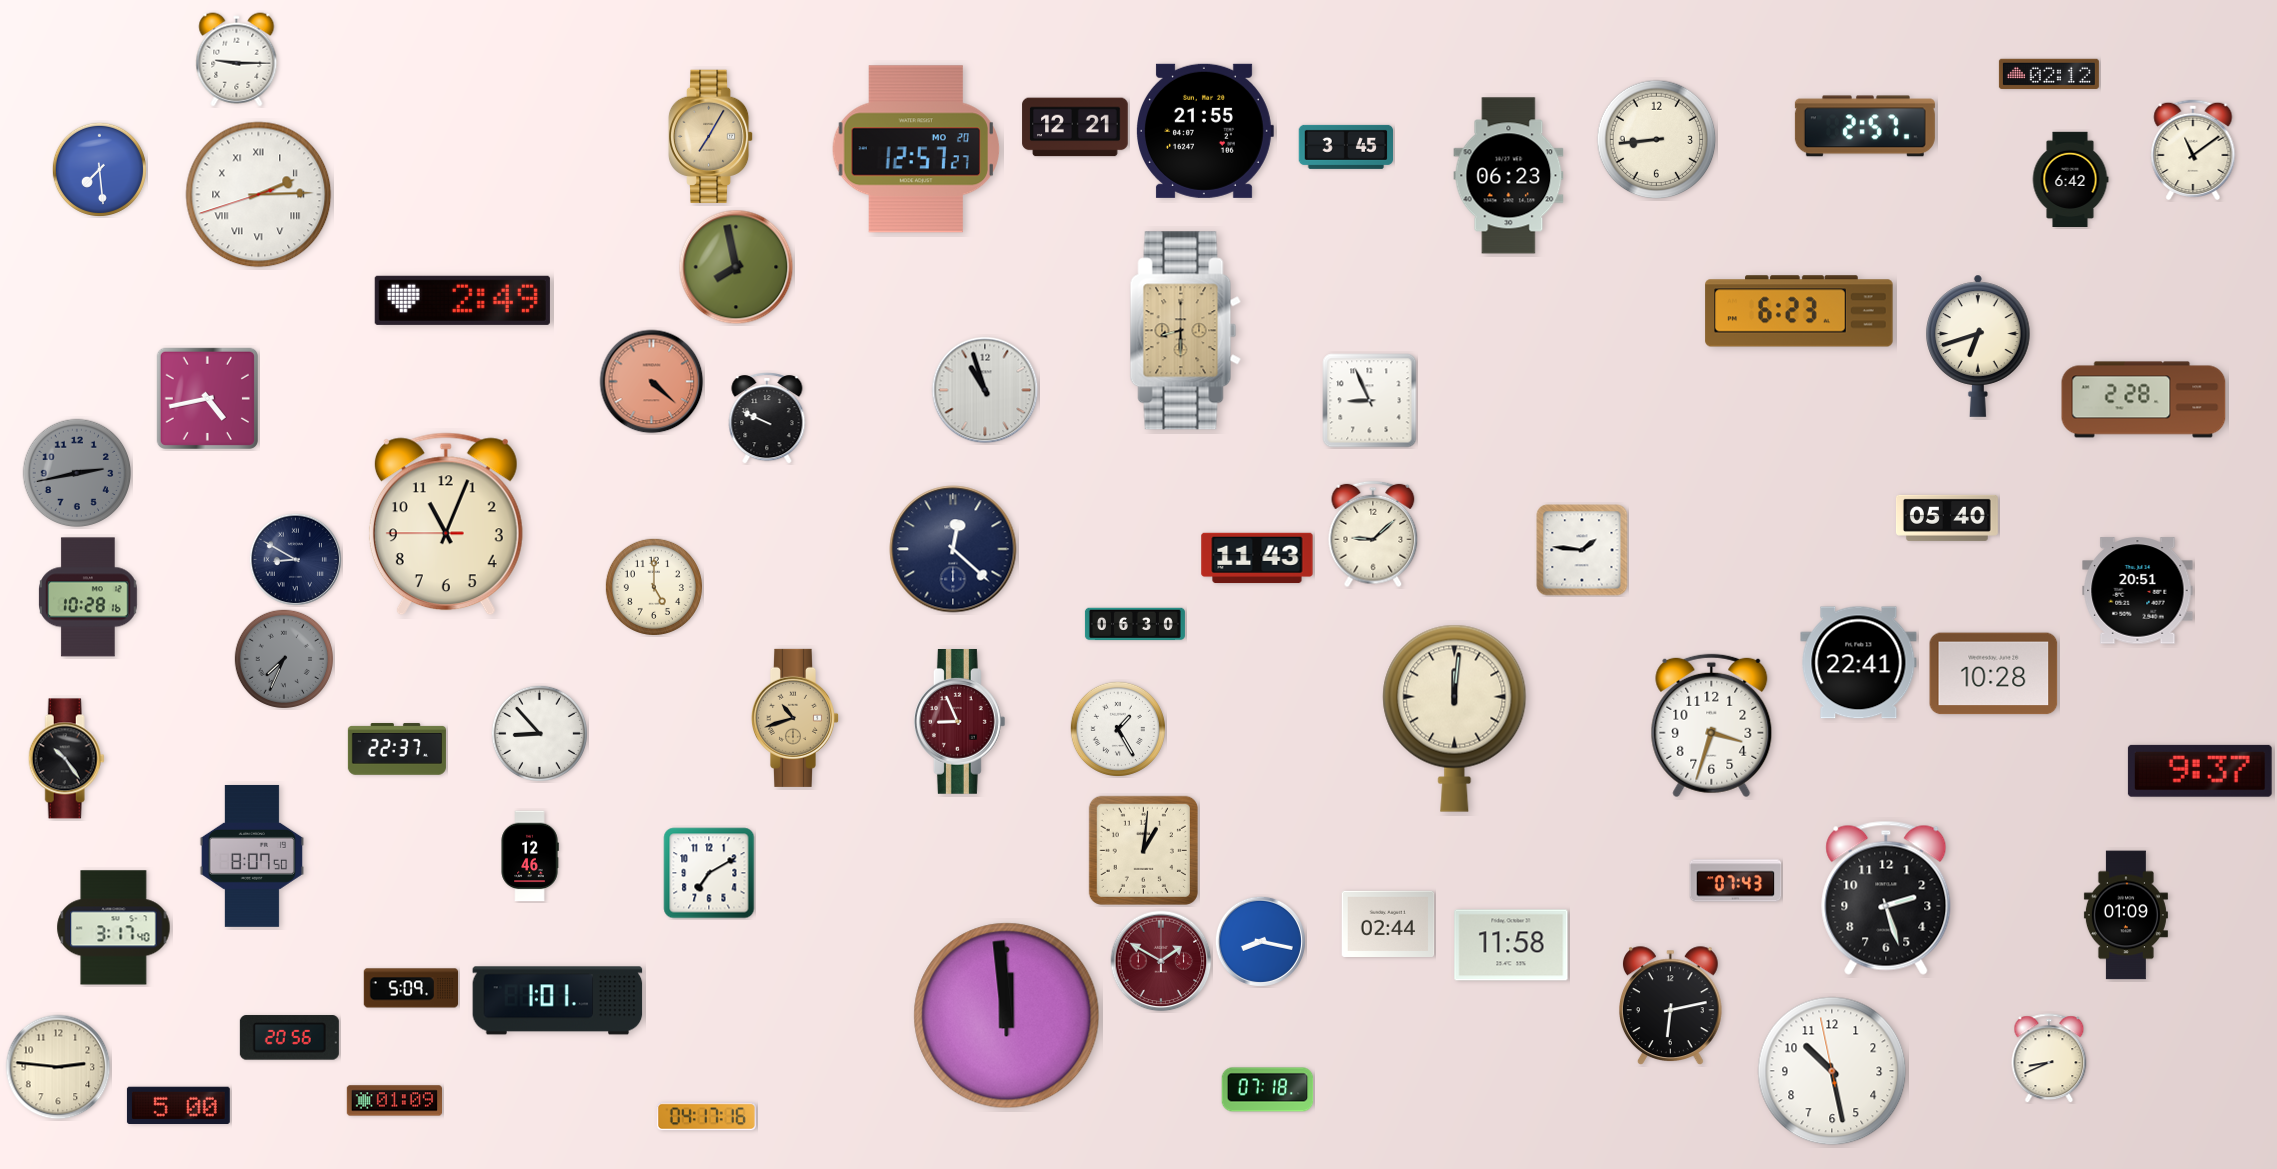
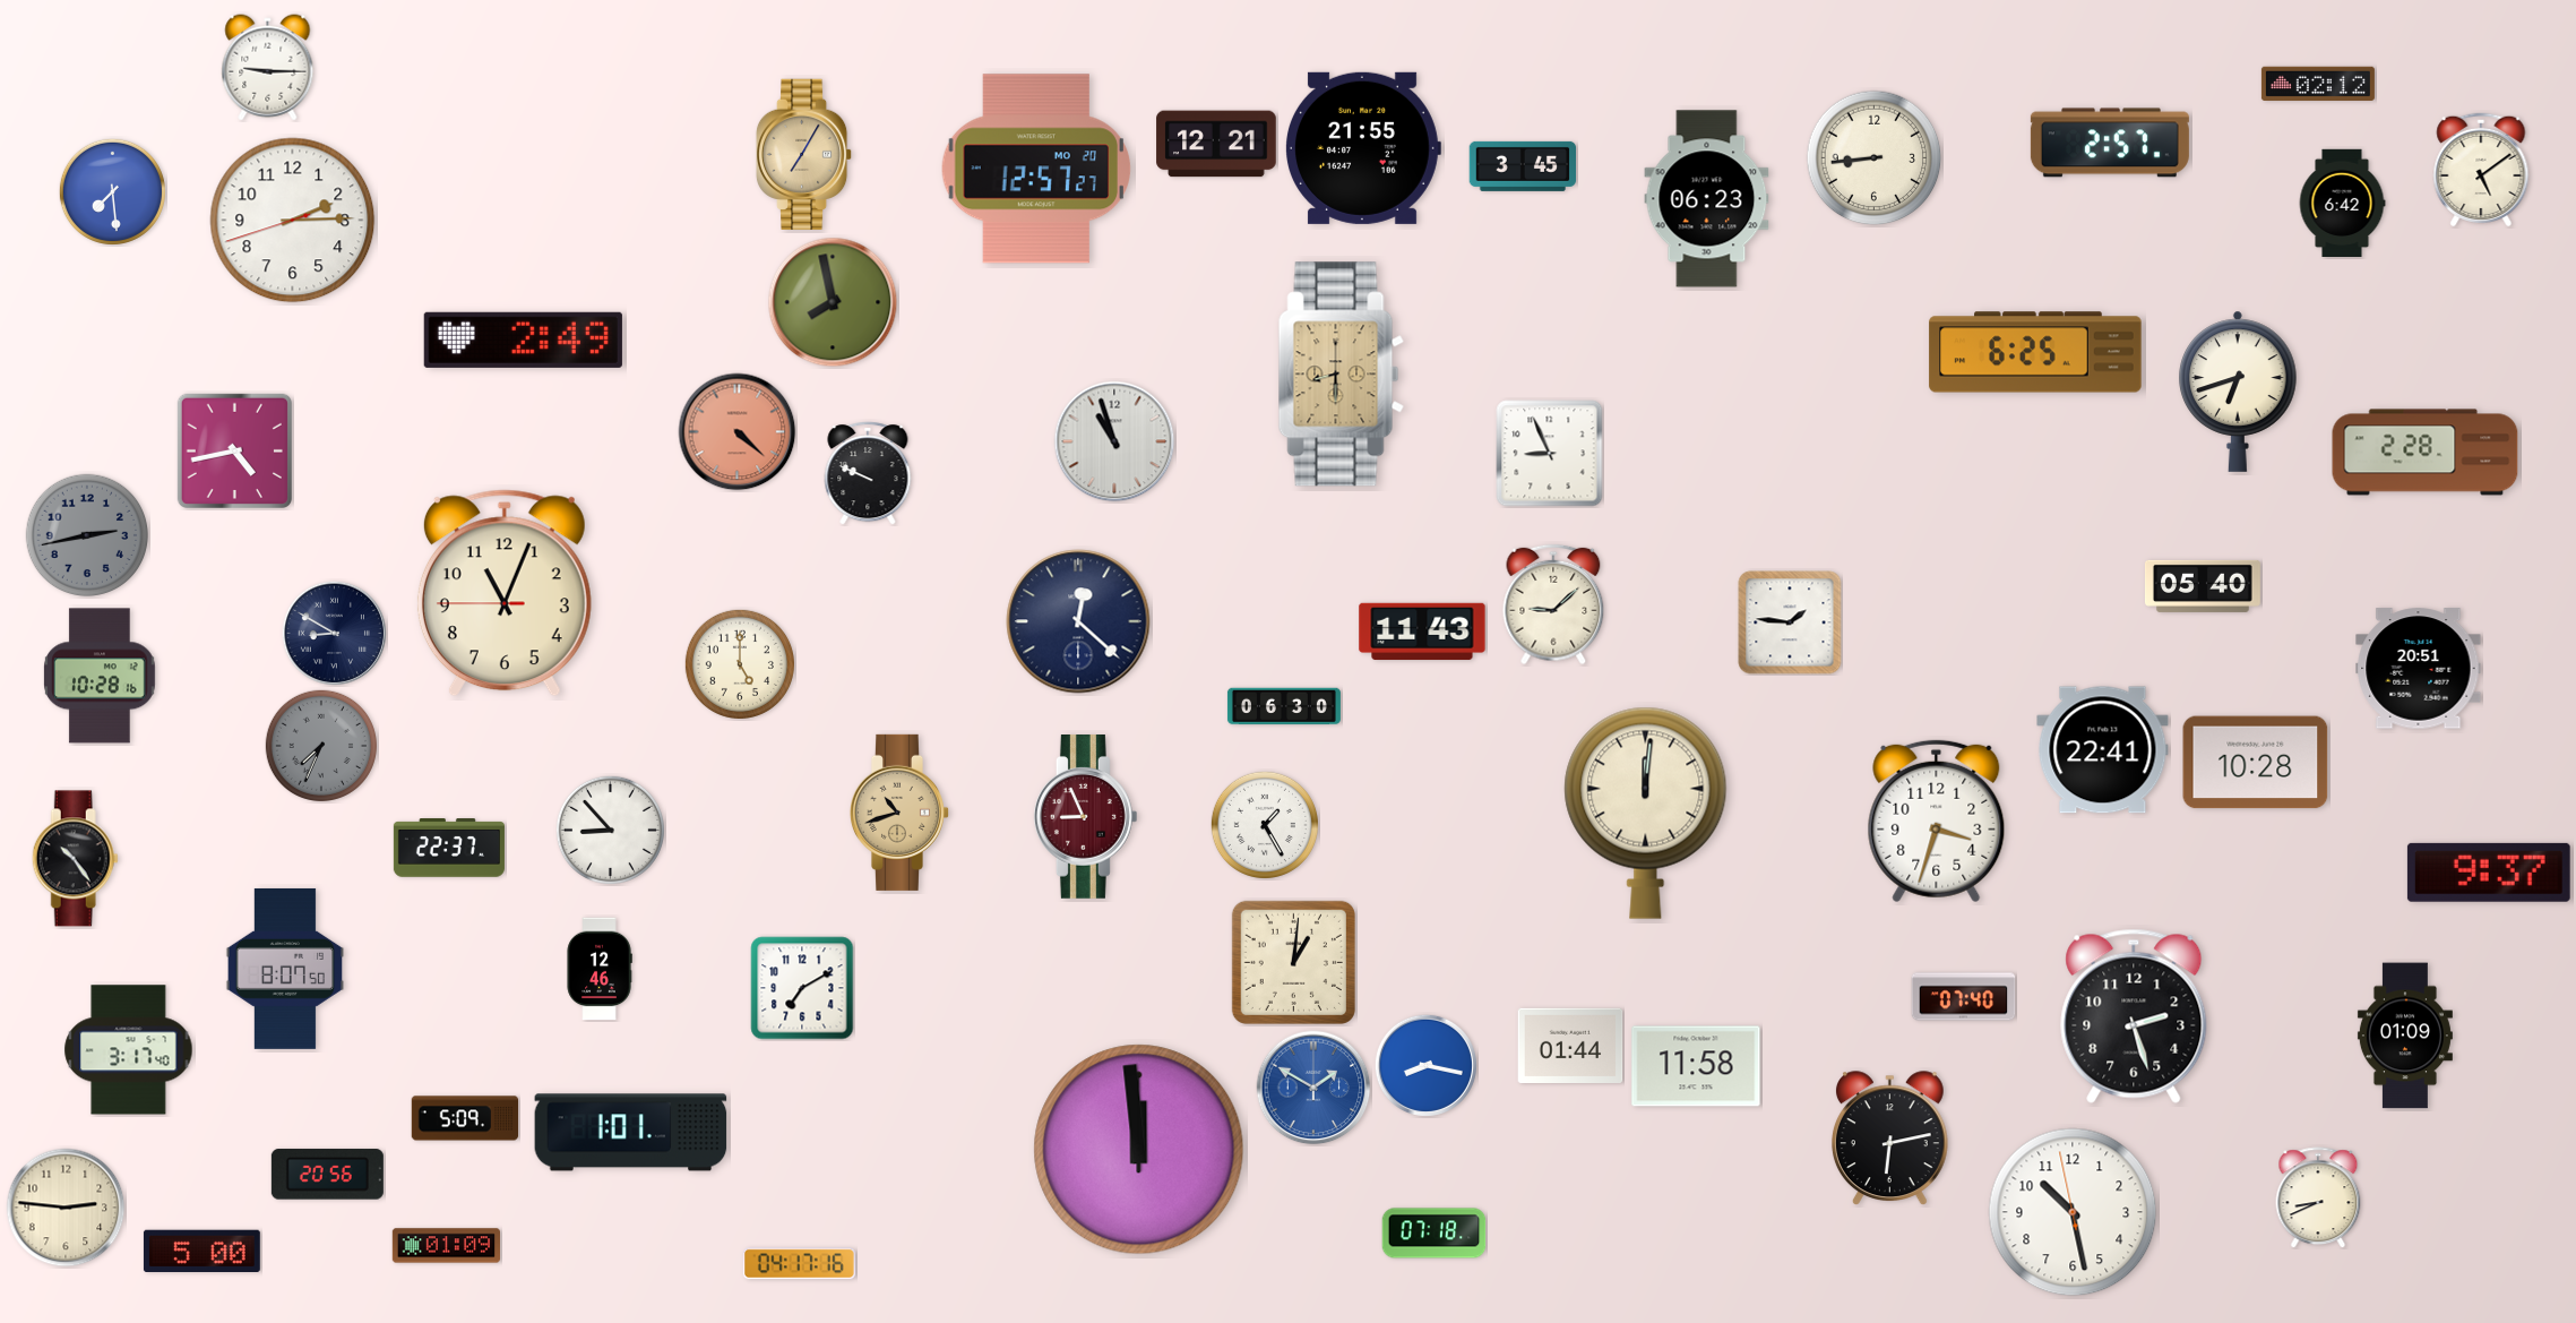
clock at (2193, 150): 11:09 -> 5:09
clock at (259, 195) numerals: Roman -> Arabic
clock at (1799, 311): 6:23 -> 6:25
clock at (1736, 881): 07:43 -> 07:40
clock at (1388, 923): 02:44 -> 01:44
clock at (1511, 945) position: (1511, 945) -> (1696, 1066)
clock at (1161, 961) dial: burgundy -> blue
